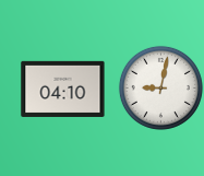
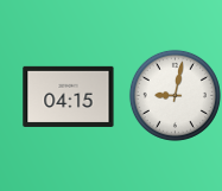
clock at (63, 89): 04:10 -> 04:15
